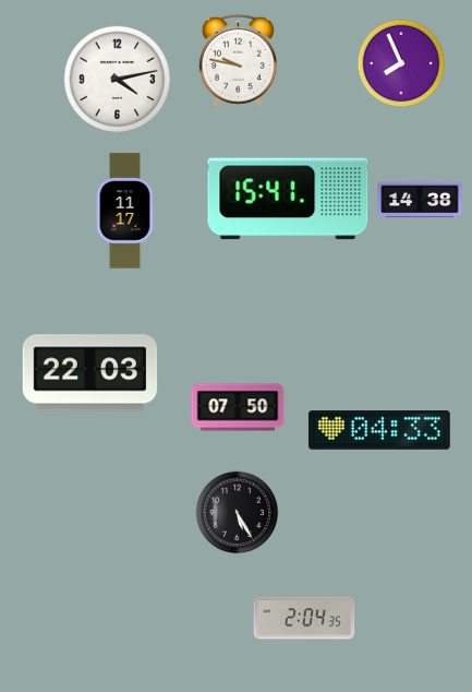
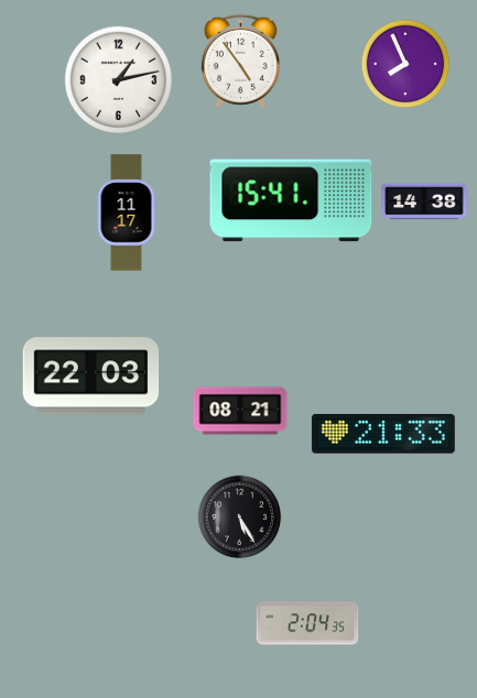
clock at (238, 60): 9:47 -> 4:54
clock at (117, 79): 4:13 -> 1:13
clock at (238, 407): 07:50 -> 08:21
clock at (379, 431): 04:33 -> 21:33
